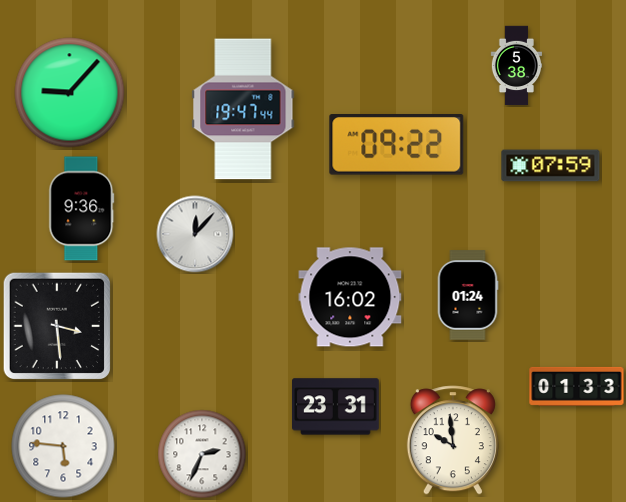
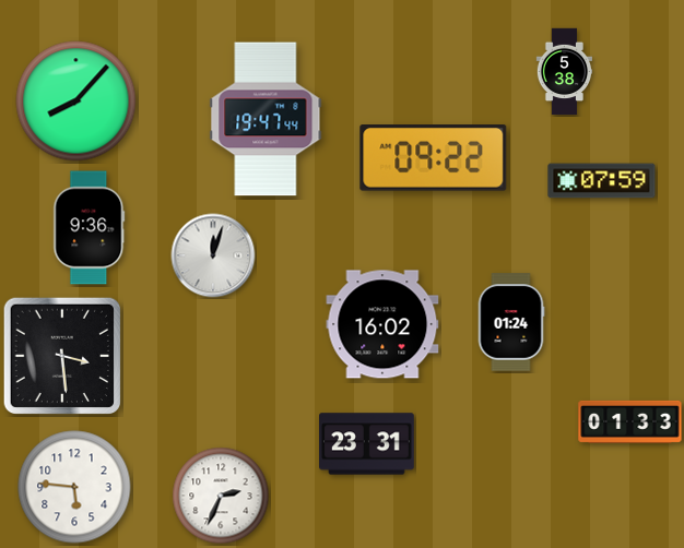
clock at (70, 93): 9:07 -> 8:07
clock at (195, 234): 12:07 -> 12:03
clock at (453, 440): 9:59 -> none
clock at (63, 446) position: (63, 446) -> (74, 487)
